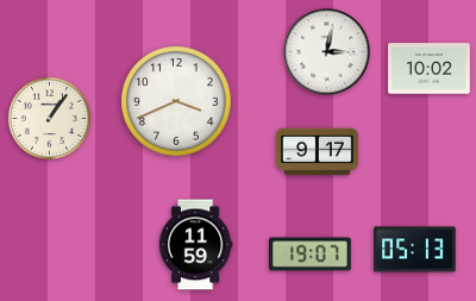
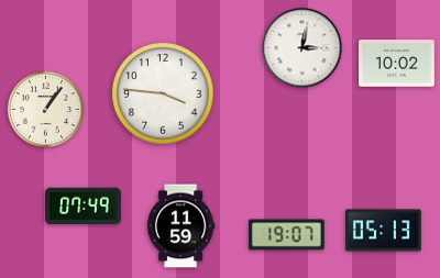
clock at (176, 101): 3:41 -> 3:46
clock at (318, 152): 9:17 -> none
clock at (84, 207): none -> 07:49
